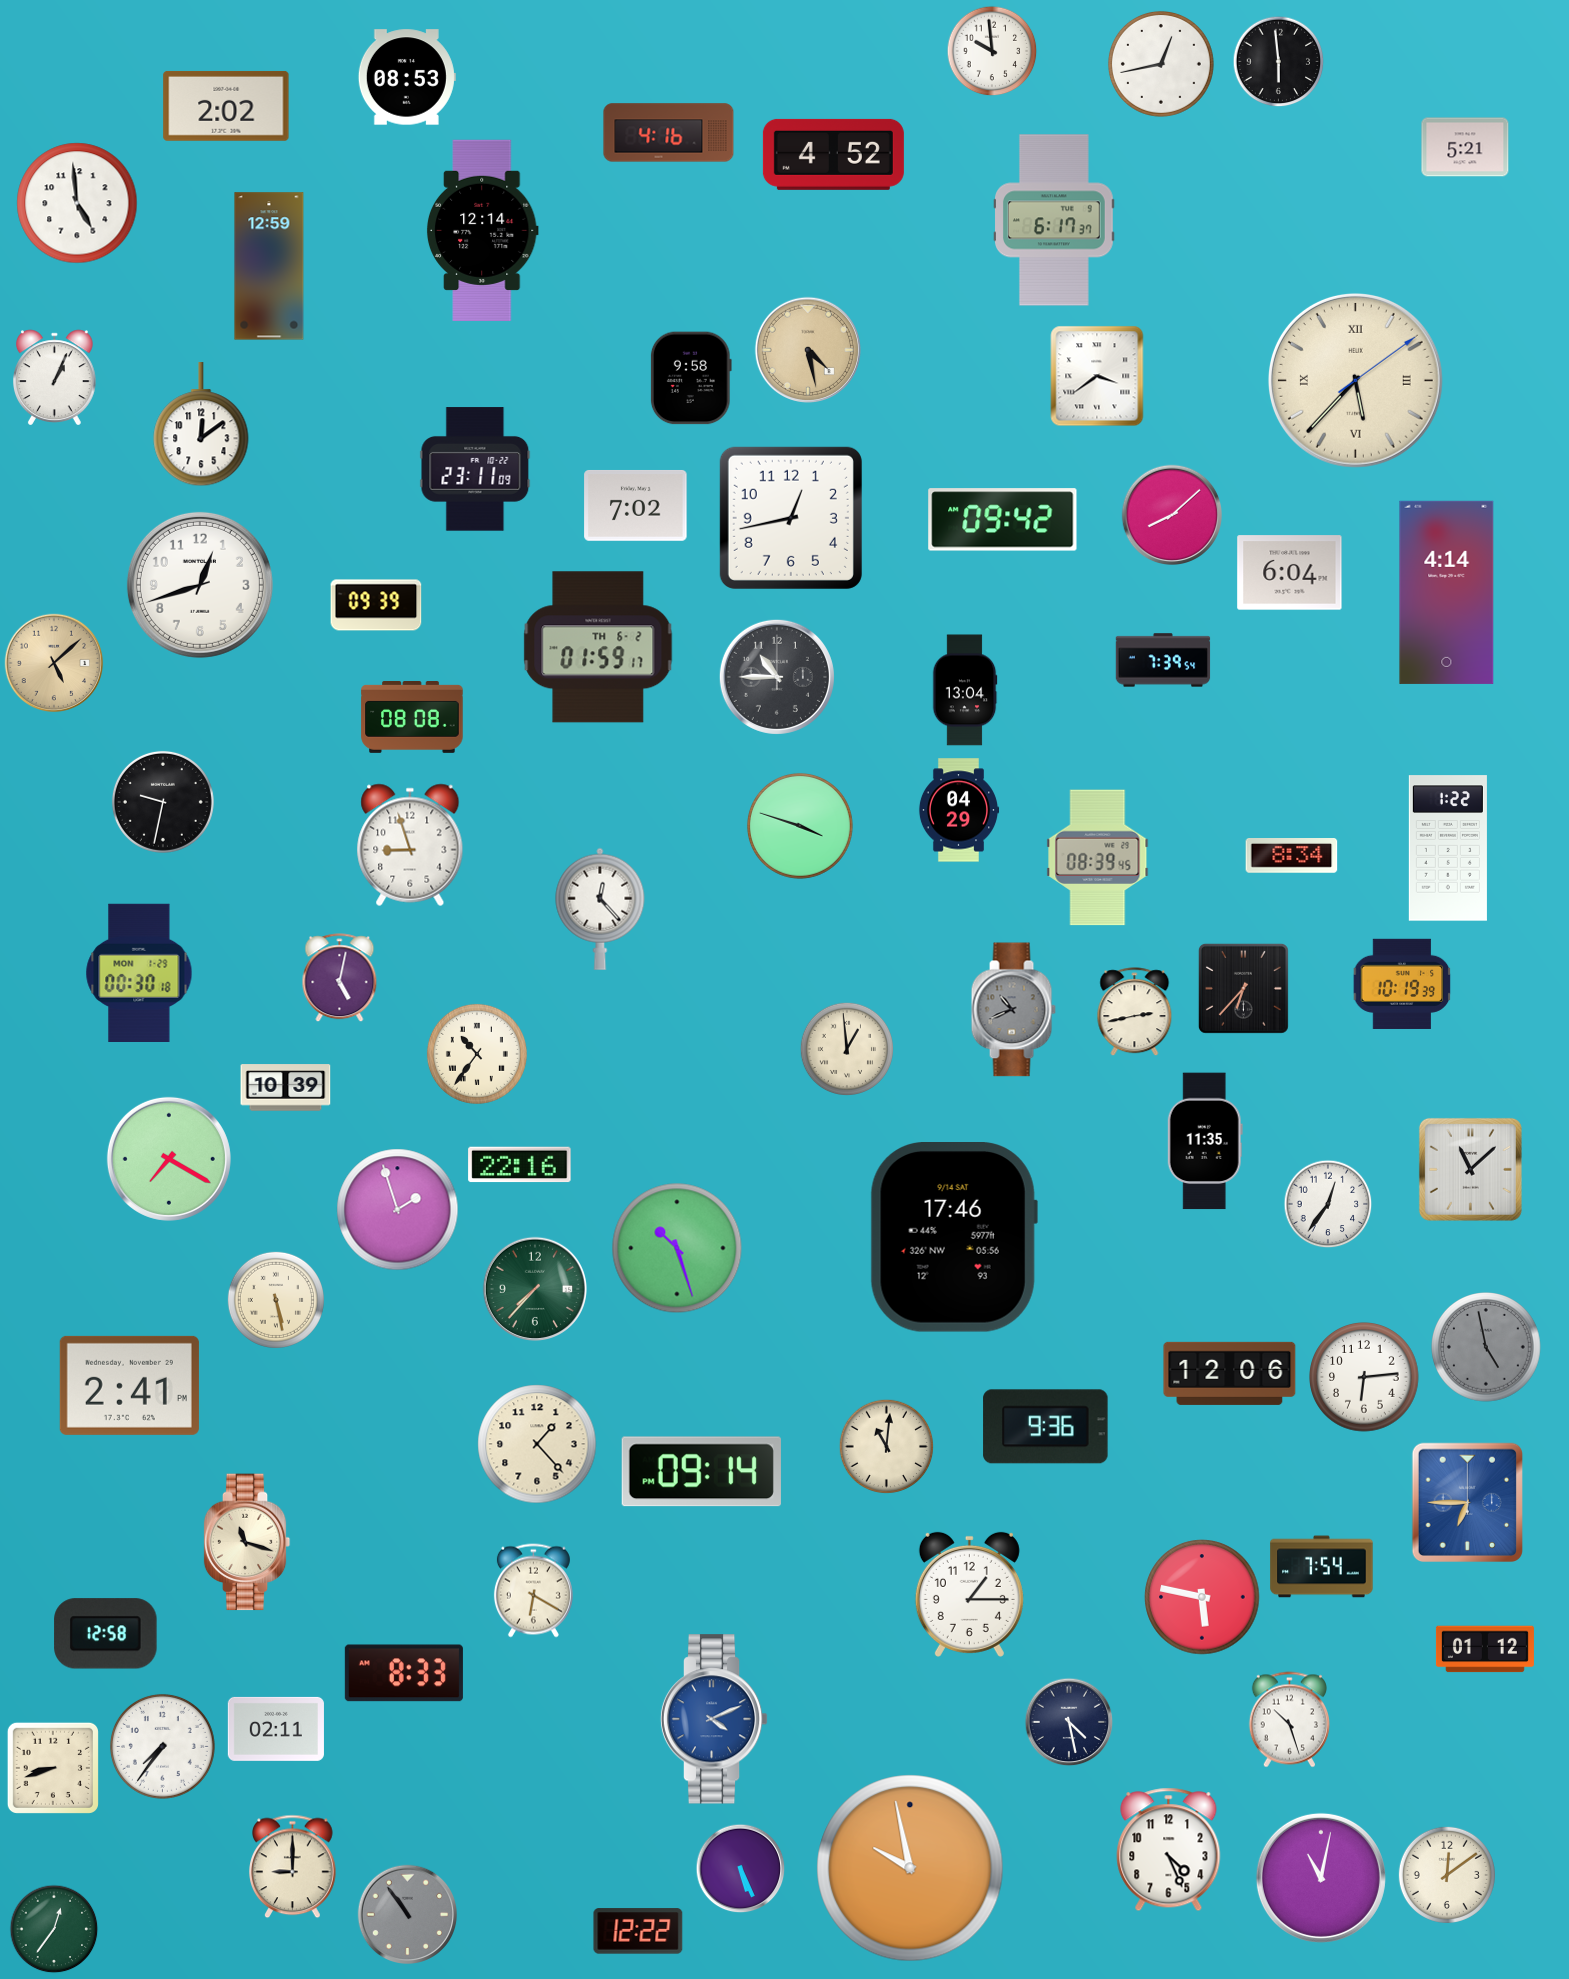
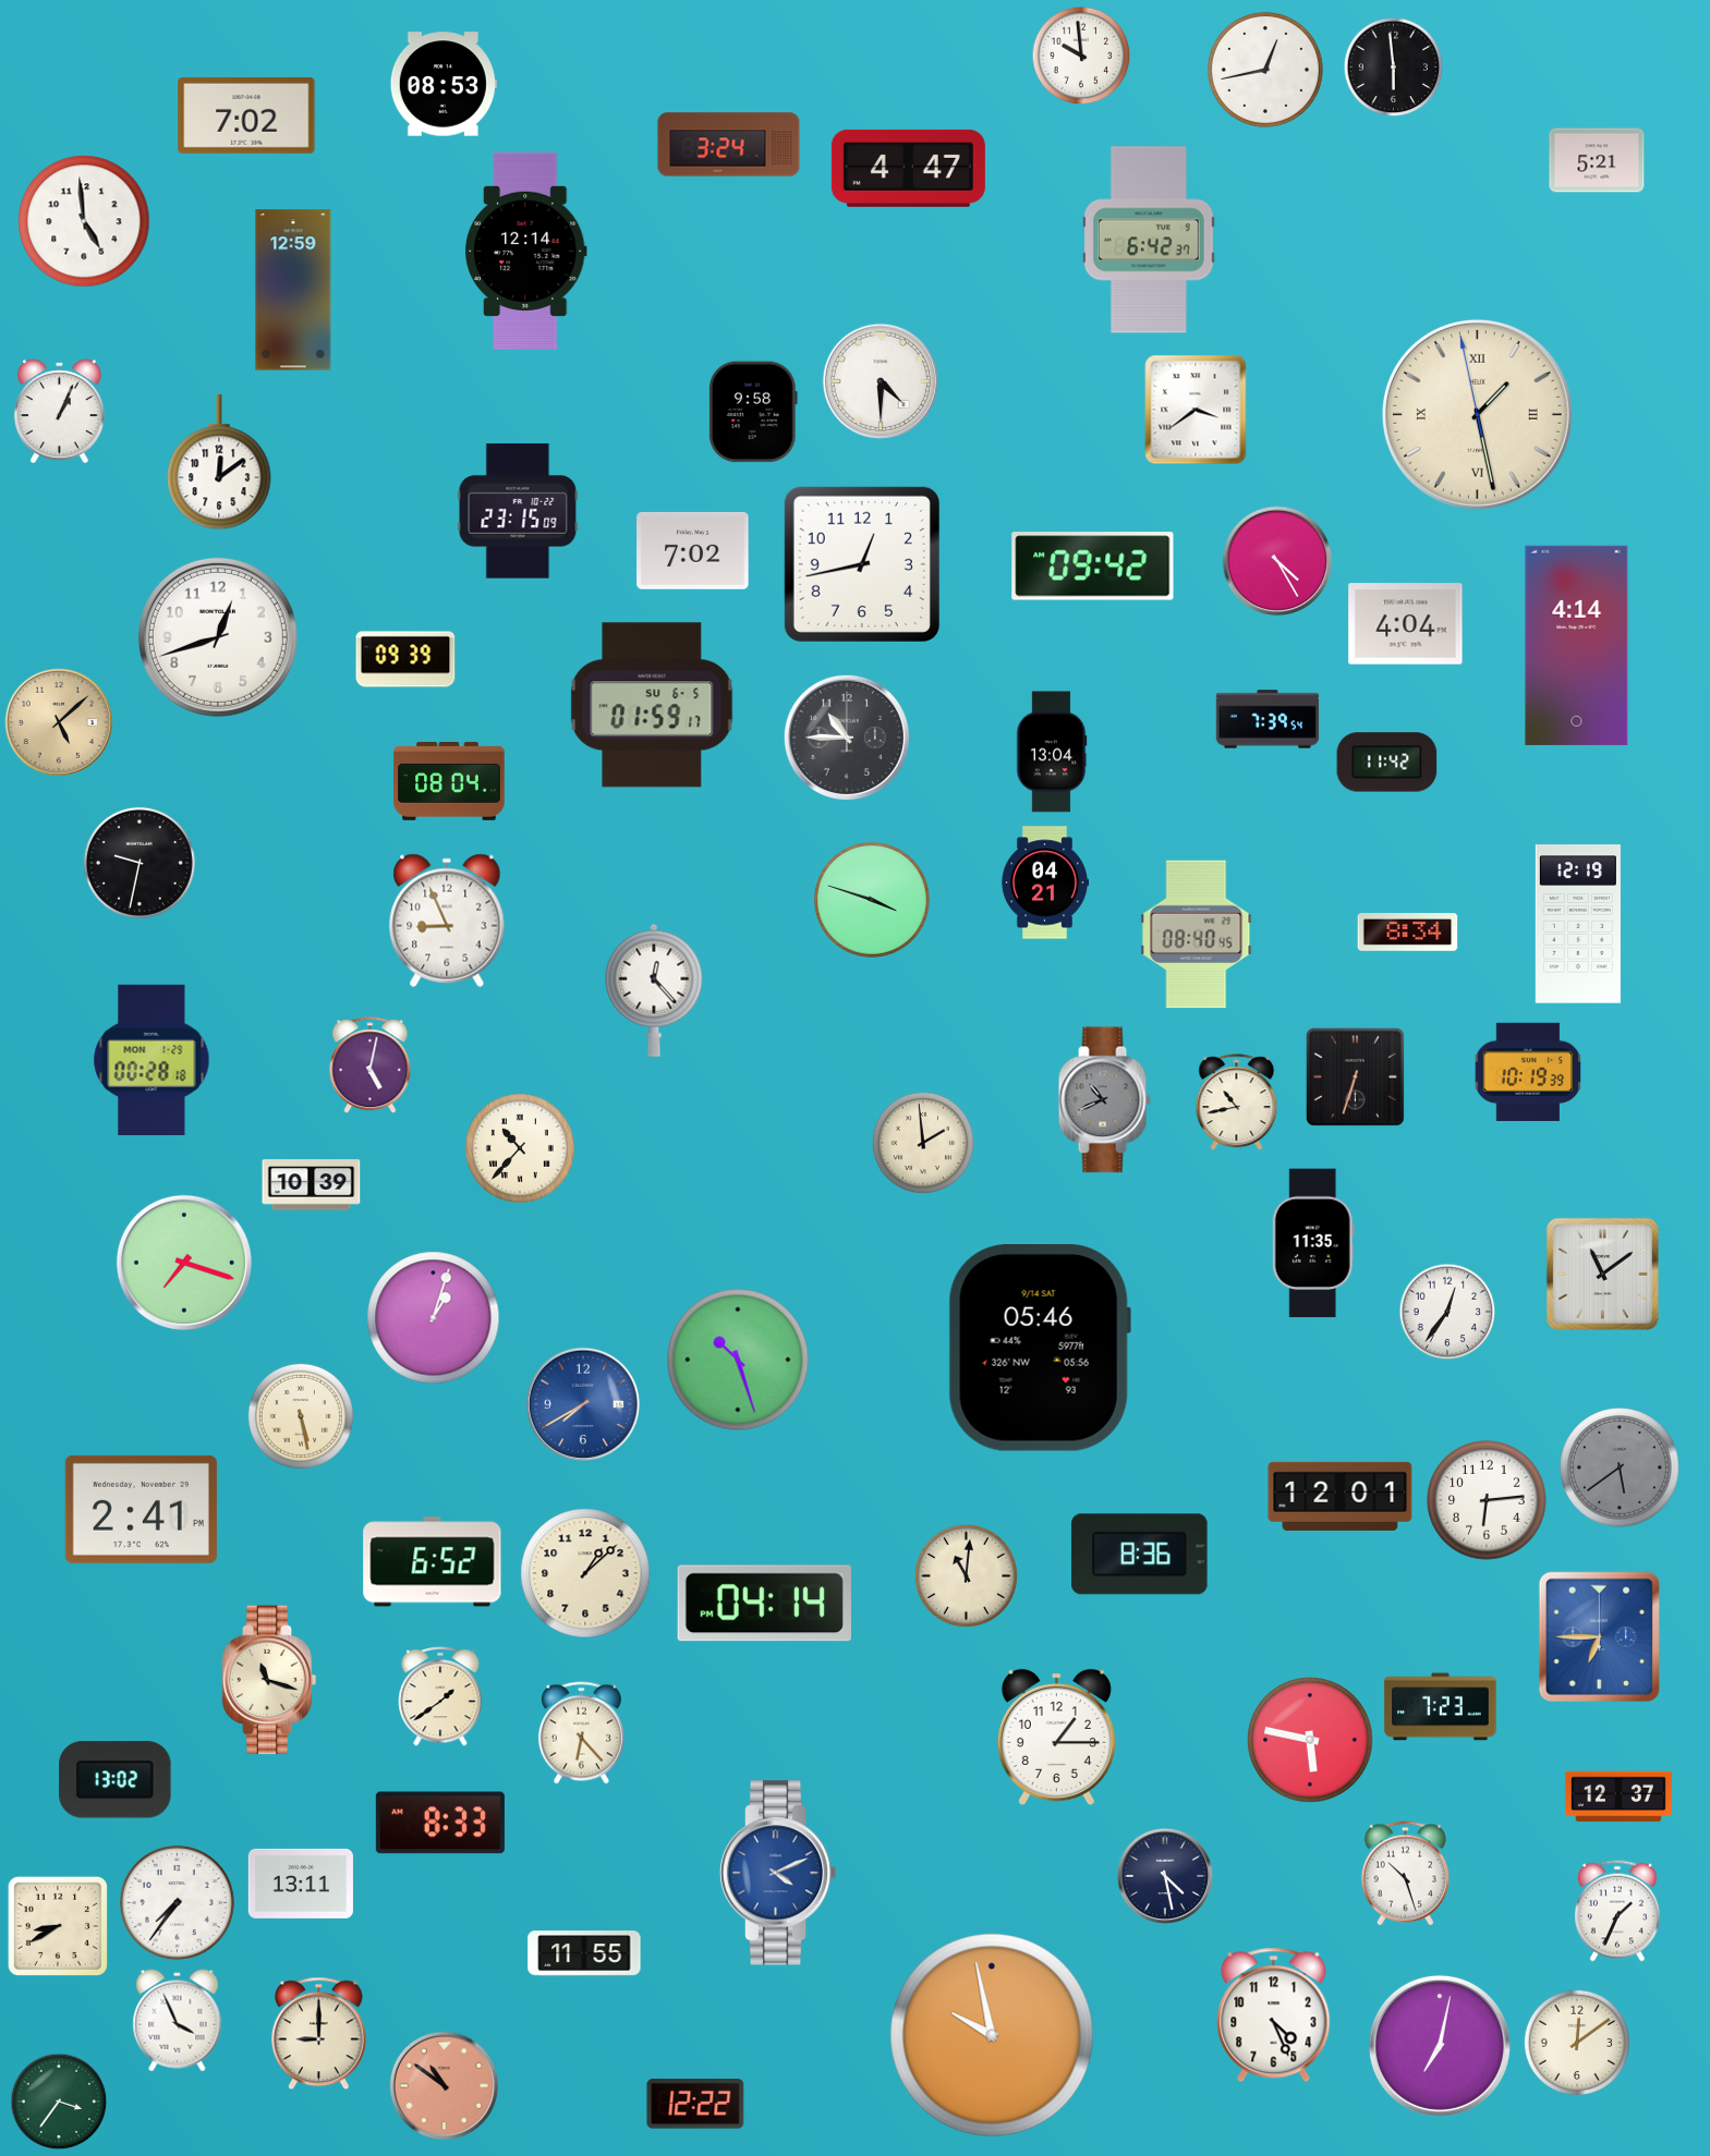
clock at (226, 106): 2:02 -> 7:02
clock at (669, 133): 4:16 -> 3:24
clock at (833, 154): 4:52 -> 4:47
clock at (1055, 220): 6:17 -> 6:42
clock at (807, 349): 4:28 -> 4:30
clock at (807, 349) dial: champagne -> white
clock at (1355, 380): 5:37 -> 1:27
clock at (475, 469): 23:11 -> 23:15
clock at (1171, 514): 8:08 -> 4:25
clock at (1290, 573): 6:04 -> 4:04
clock at (376, 605) position: (376, 605) -> (405, 659)
clock at (598, 647) date: TH 6-2 -> SU 6-5
clock at (1387, 763): none -> 11:42
clock at (412, 718): 08:08 -> 08:04
clock at (163, 802) position: (163, 802) -> (140, 863)
clock at (959, 810): 04:29 -> 04:21
clock at (410, 845): 8:57 -> 8:56
clock at (1448, 848): 1:22 -> 12:19
clock at (1098, 858): 08:39 -> 08:40
clock at (139, 972): 00:30 -> 00:28
clock at (1243, 988): 6:37 -> 6:33
clock at (1135, 1012): 2:43 -> 10:43
clock at (846, 1048): 12:59 -> 1:59
clock at (477, 1054): 10:36 -> 10:37
clock at (169, 1159): 7:20 -> 7:18
clock at (520, 1165): 22:16 -> none
clock at (1470, 1169): 11:08 -> 11:09
clock at (398, 1210): 1:57 -> 1:03
clock at (954, 1238): 17:46 -> 05:46
clock at (534, 1288): 7:37 -> 7:40
clock at (534, 1288) dial: green -> blue
clock at (1486, 1347): 4:58 -> 5:39
clock at (1230, 1373): 12:06 -> 12:01
clock at (1046, 1427): 9:36 -> 8:36
clock at (433, 1562): none -> 6:52
clock at (537, 1444): 1:23 -> 1:08
clock at (701, 1472): 09:14 -> 04:14
clock at (440, 1696): none -> 1:39
clock at (1322, 1567): 7:54 -> 7:23
clock at (533, 1591): 6:20 -> 6:23
clock at (106, 1634): 12:58 -> 13:02
clock at (1485, 1649): 01:12 -> 12:37
clock at (276, 1729): 02:11 -> 13:11
clock at (1617, 1911): none -> 1:34
clock at (53, 1768): 8:42 -> 8:40
clock at (584, 1953): none -> 11:55
clock at (178, 2021): none -> 3:56
clock at (741, 1869): 5:26 -> none
clock at (1321, 1878): 11:02 -> 7:02
clock at (408, 1915): 10:54 -> 10:51
clock at (408, 1915) dial: grey -> salmon
clock at (54, 1929): 12:36 -> 3:36
